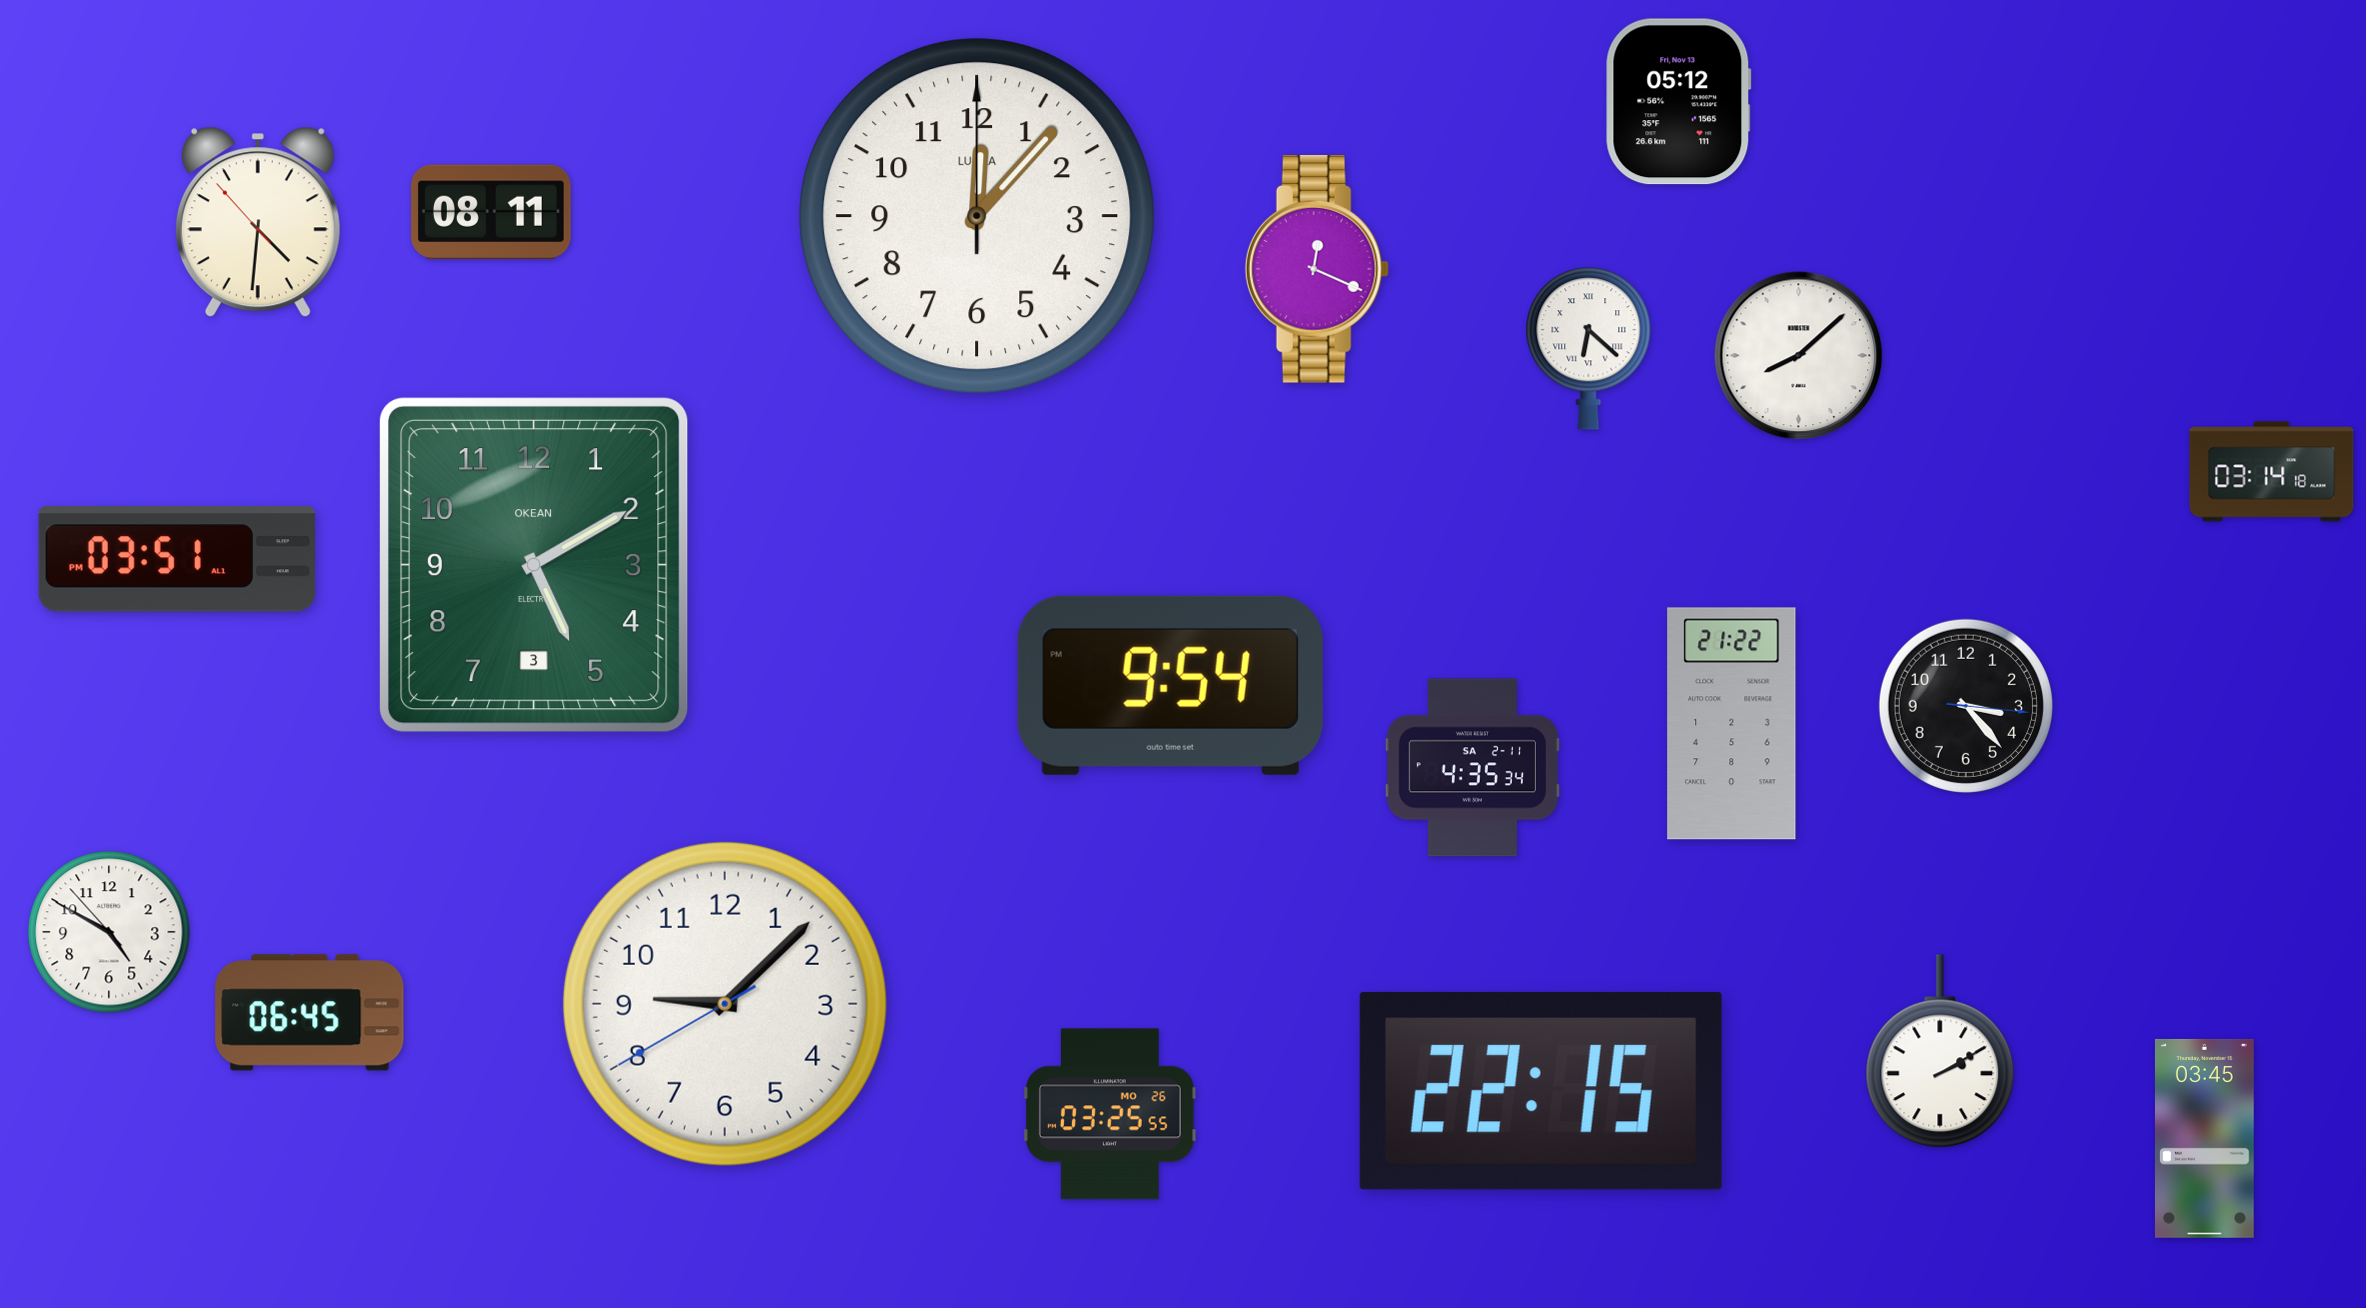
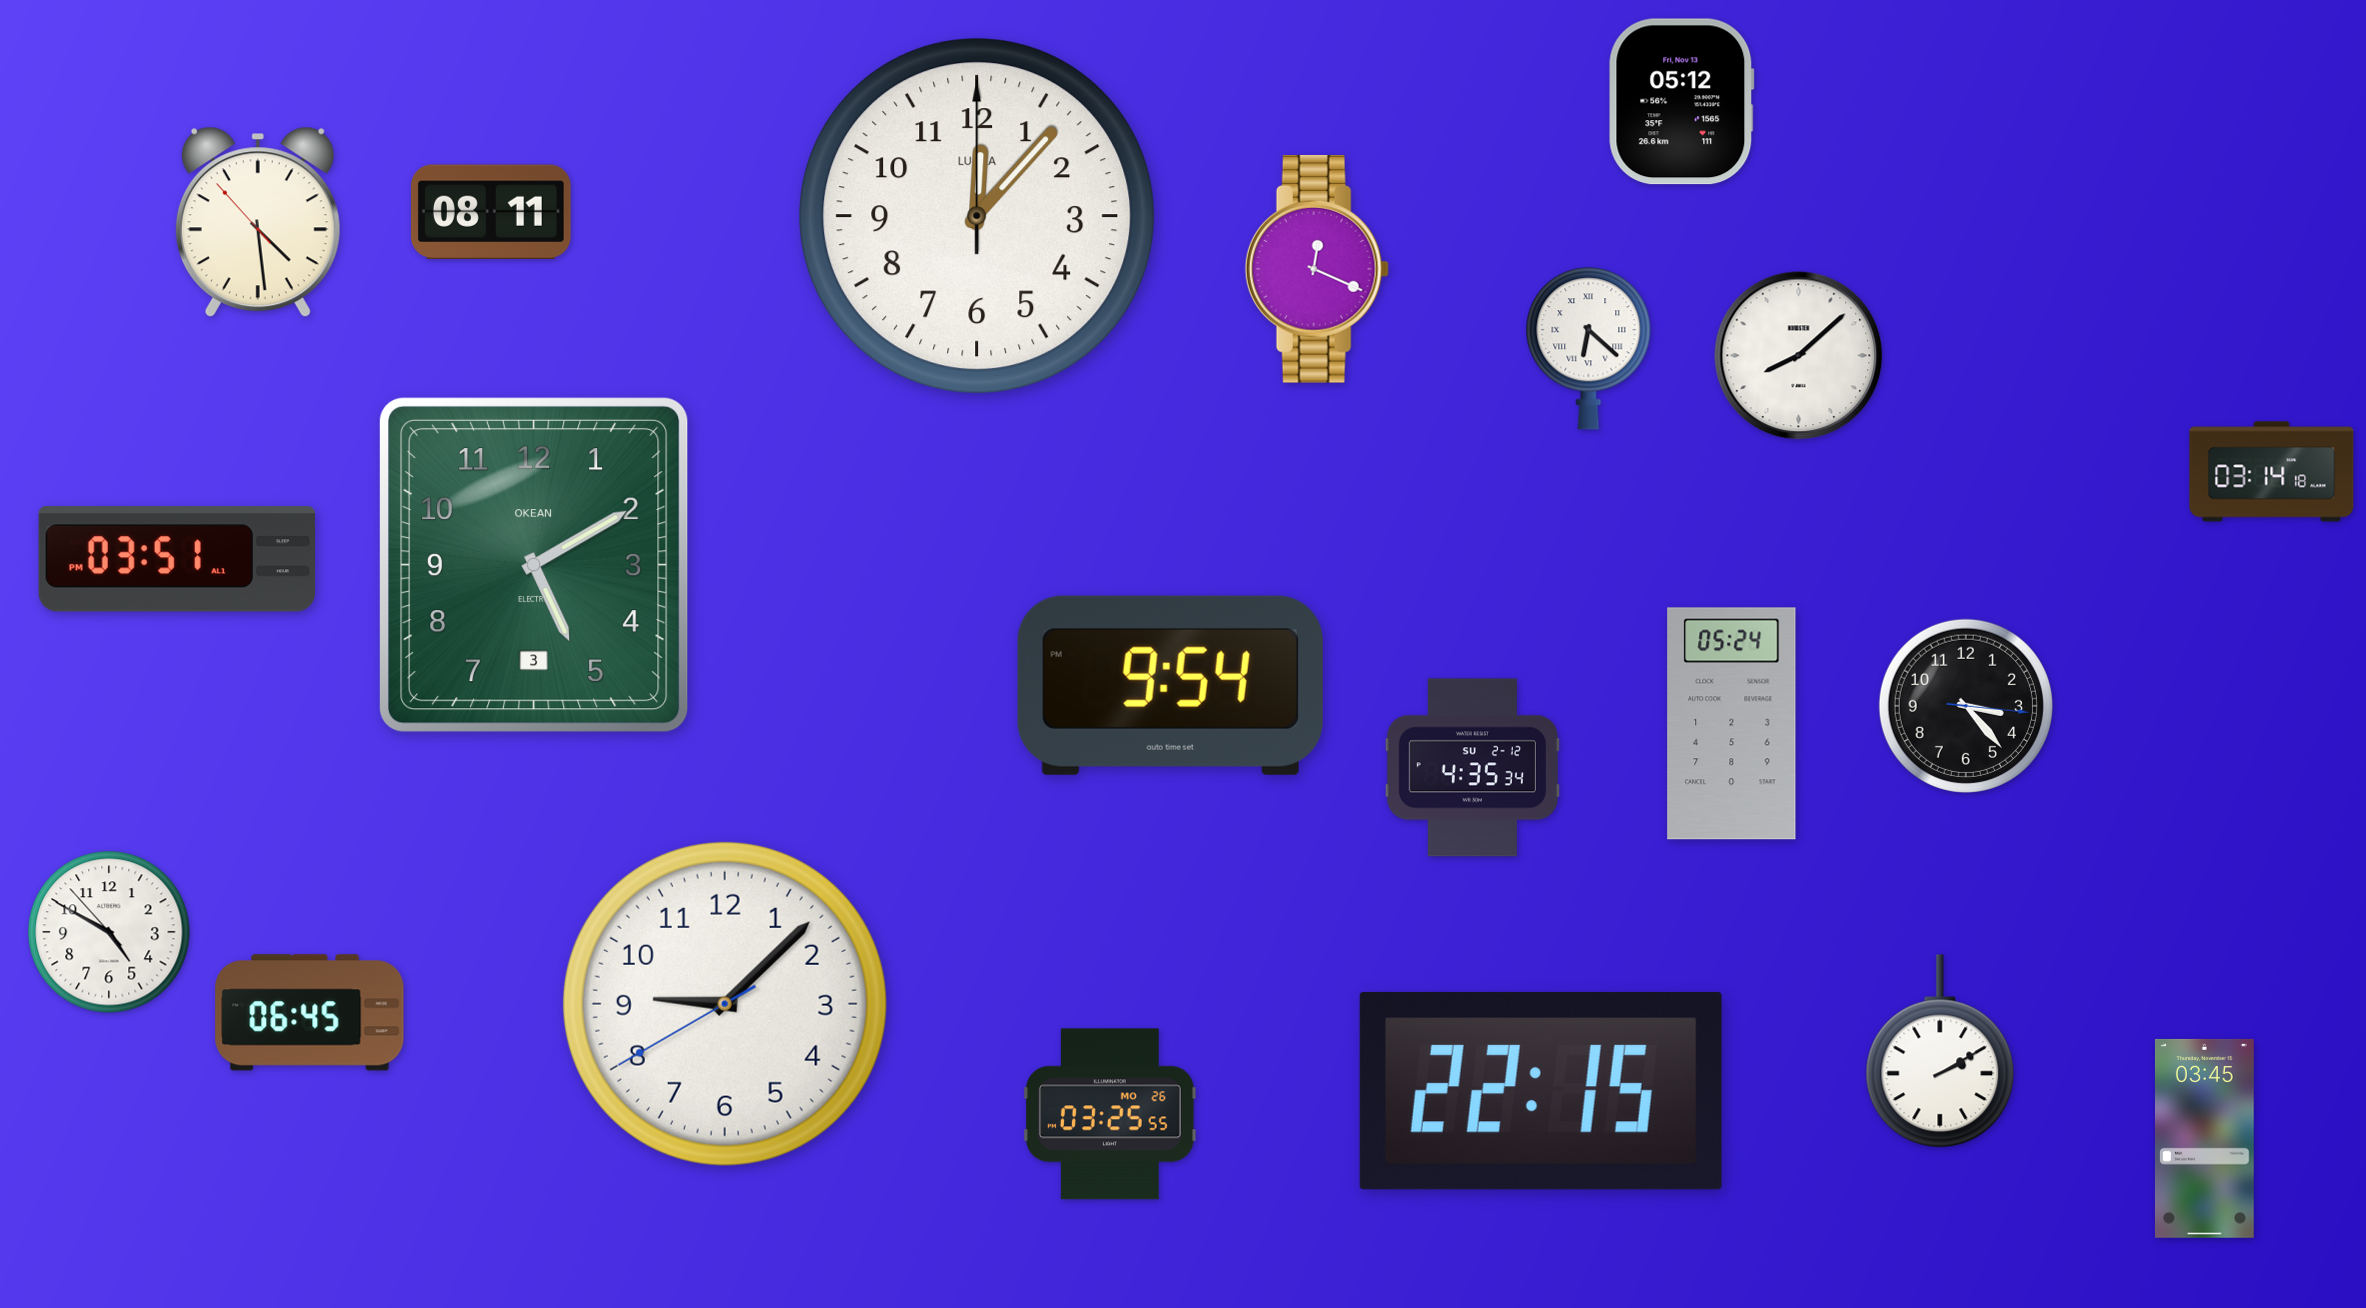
clock at (1679, 102) position: (1679, 102) -> (1682, 102)
clock at (258, 222): 4:30 -> 4:28
clock at (1732, 724): 21:22 -> 05:24
clock at (1472, 768) date: SA 2-11 -> SU 2-12
